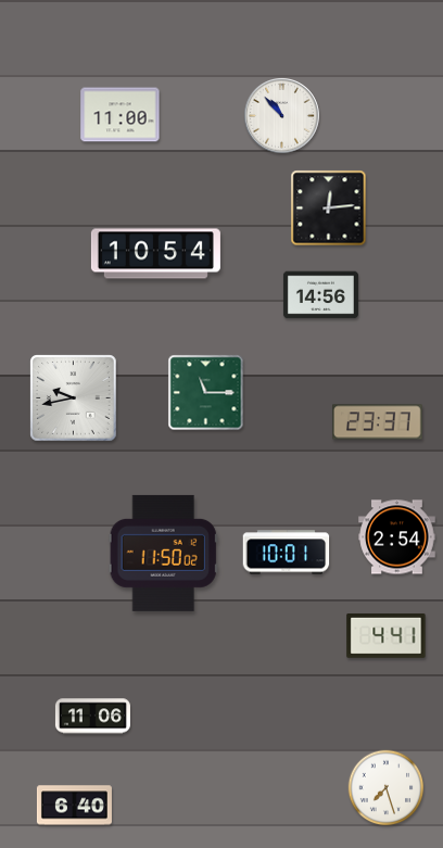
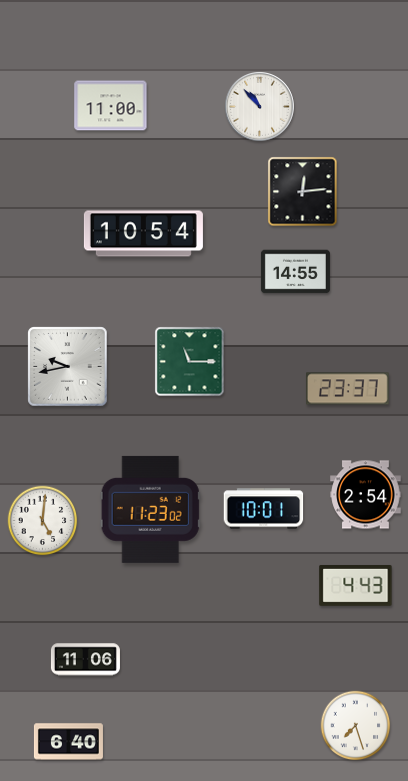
clock at (320, 295): 14:56 -> 14:55
clock at (163, 553): 11:50 -> 11:23
clock at (43, 521): none -> 5:01
clock at (387, 635): 4:41 -> 4:43
